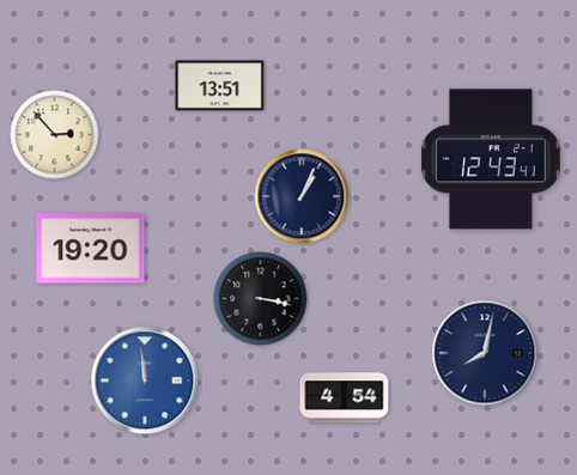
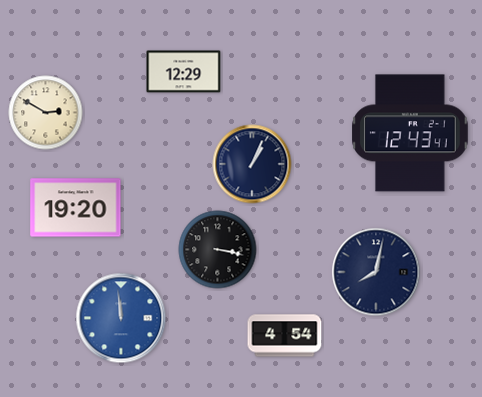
clock at (220, 86): 13:51 -> 12:29
clock at (55, 135): 2:53 -> 2:50
clock at (485, 353) position: (485, 353) -> (376, 272)
clock at (345, 398) position: (345, 398) -> (285, 336)
